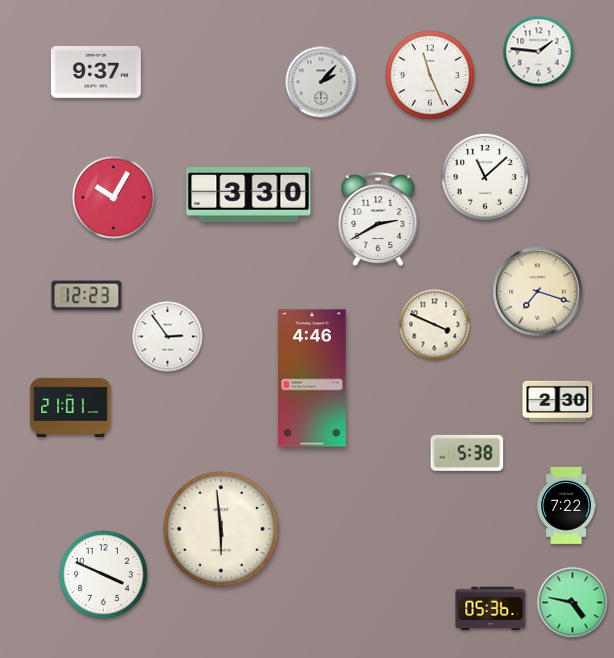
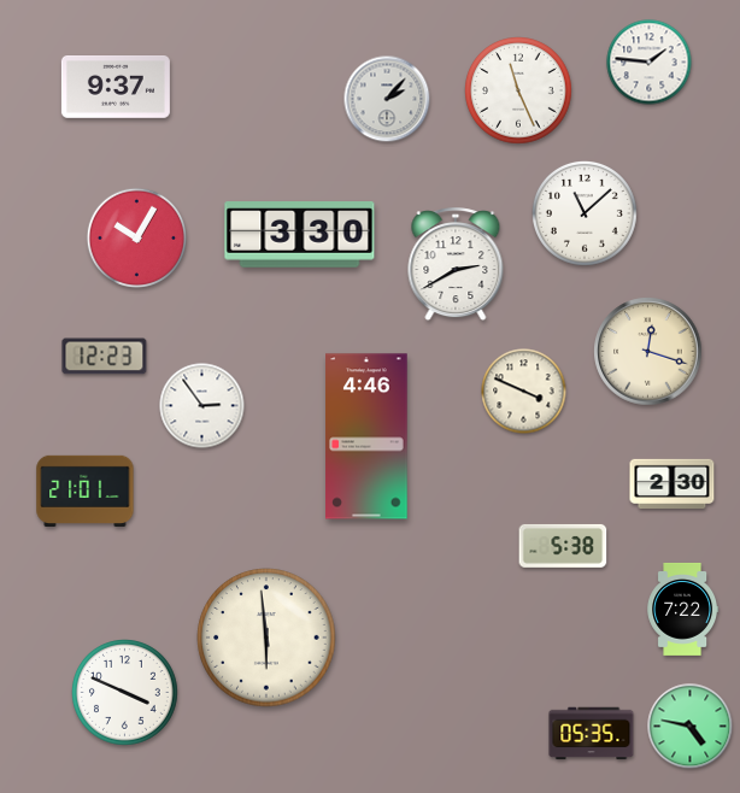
clock at (538, 292): 7:18 -> 12:18
clock at (312, 378) position: (312, 378) -> (366, 436)
clock at (491, 609): 05:36 -> 05:35
